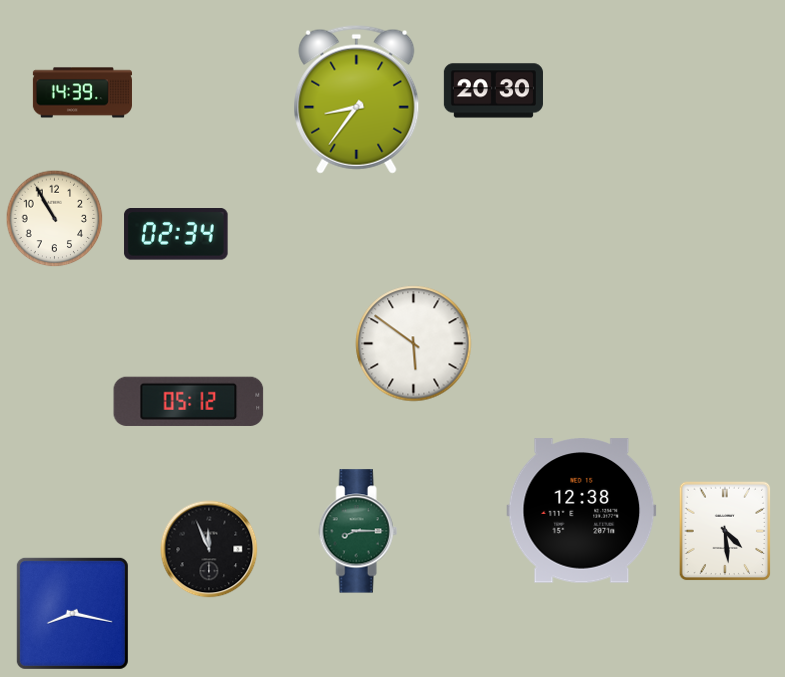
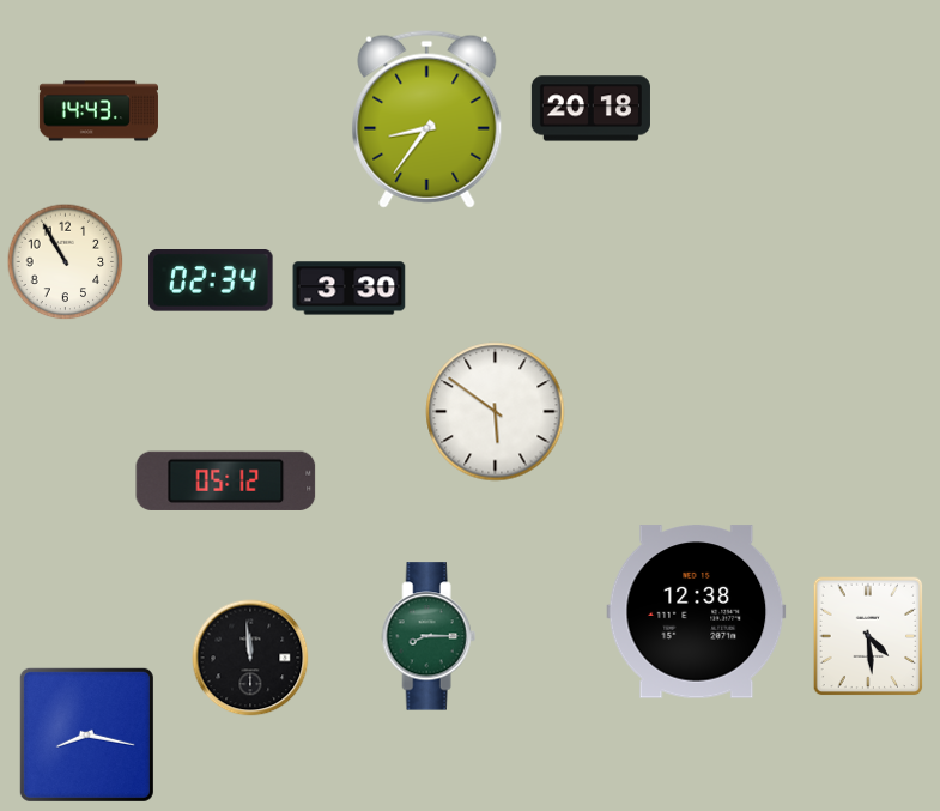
clock at (493, 91): 20:30 -> 20:18
clock at (82, 93): 14:39 -> 14:43
clock at (350, 289): none -> 3:30
clock at (209, 549): 11:56 -> 11:59
